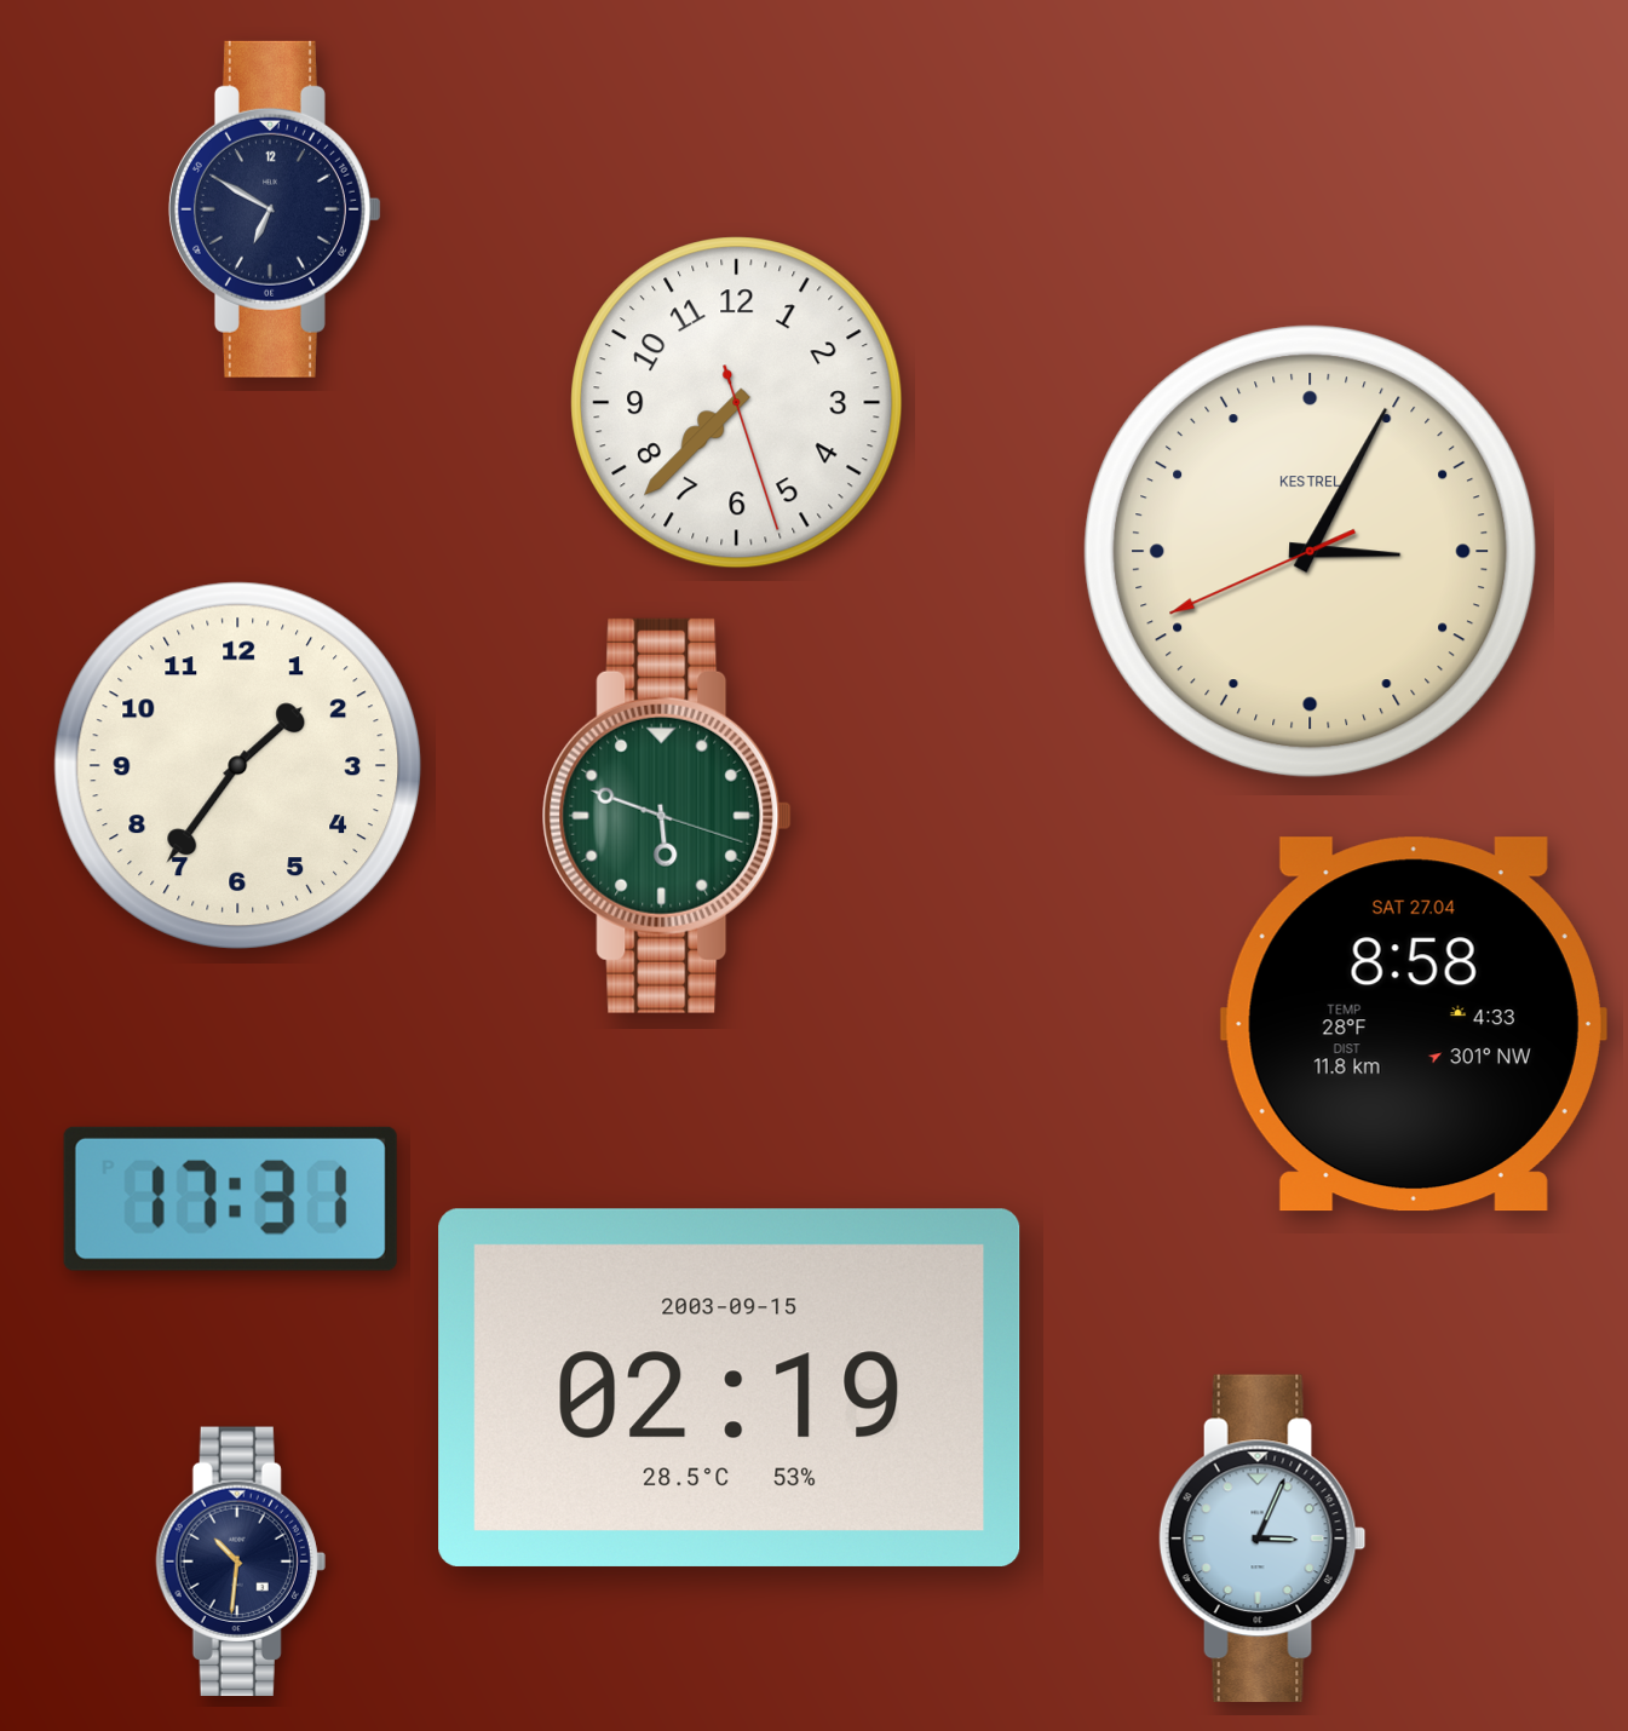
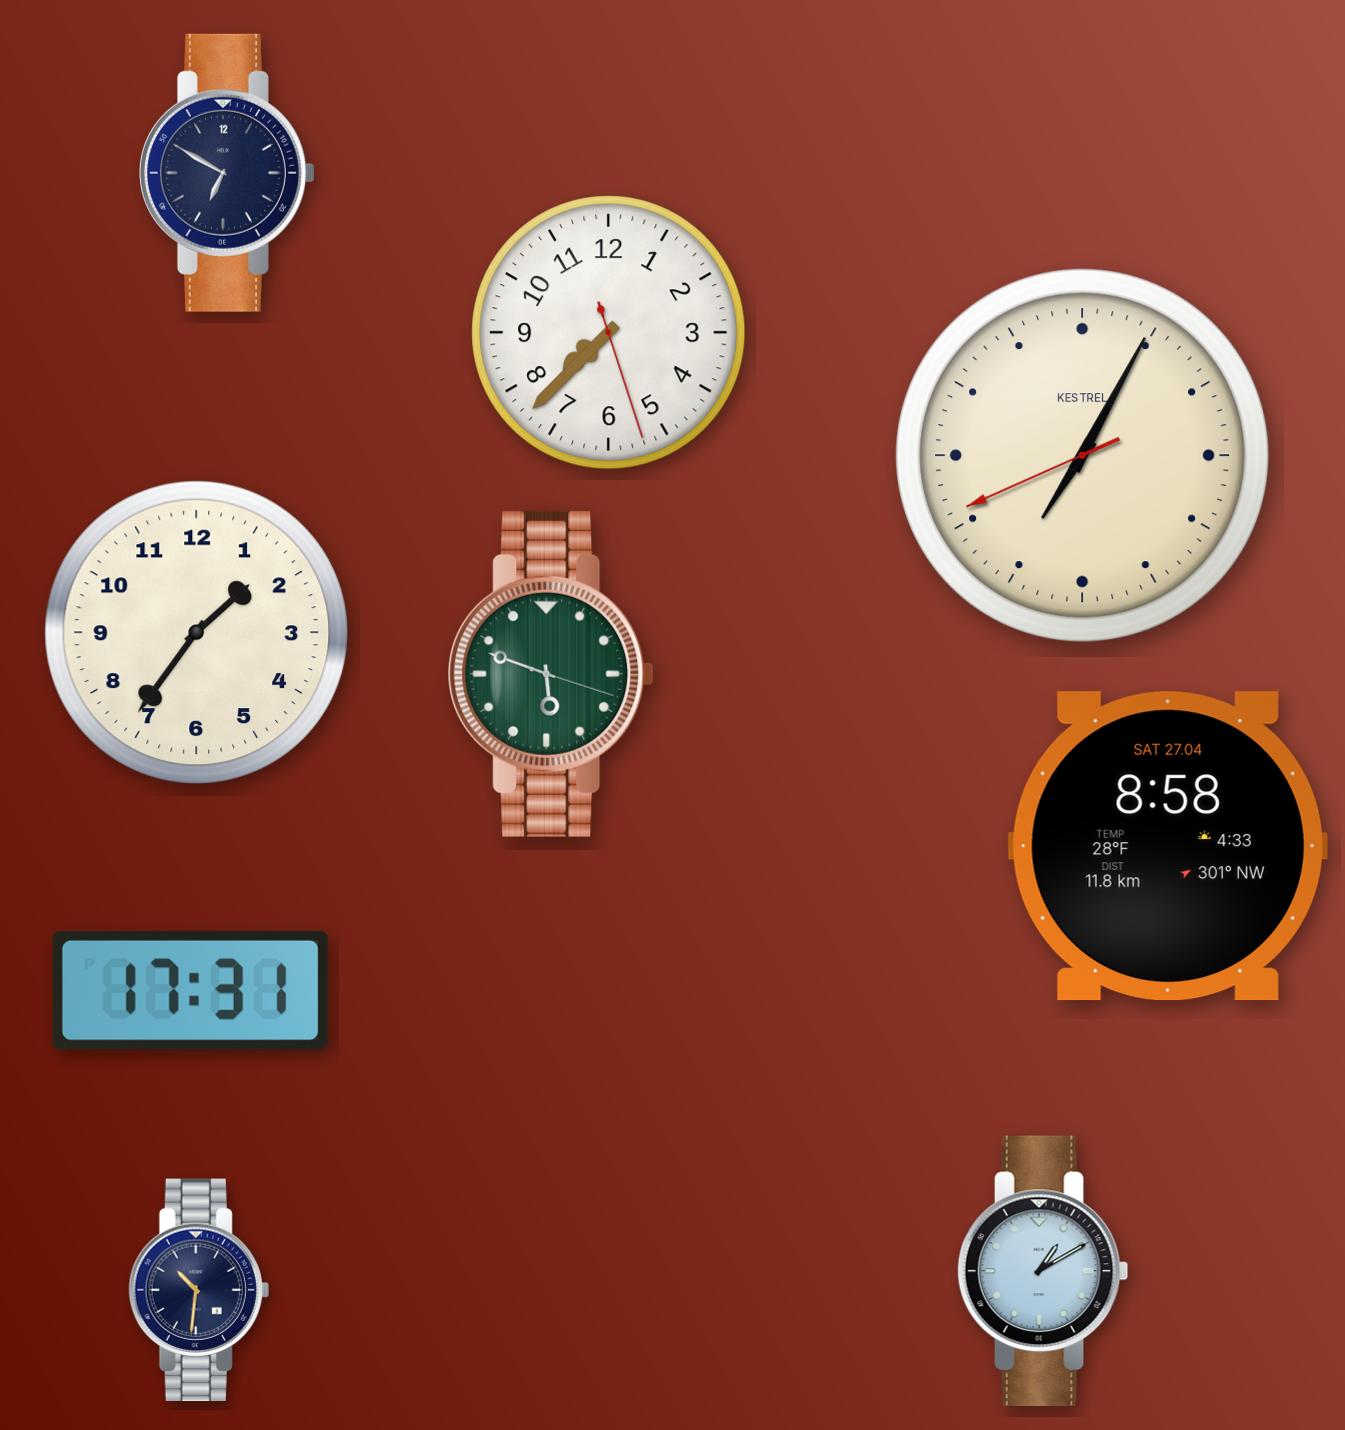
clock at (1311, 552): 3:04 -> 7:04
clock at (730, 1387): 02:19 -> none
clock at (1262, 1537): 3:04 -> 1:10
